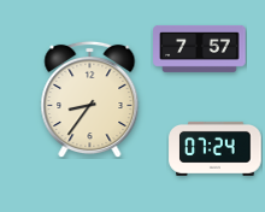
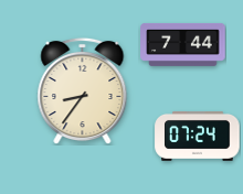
clock at (200, 48): 7:57 -> 7:44
